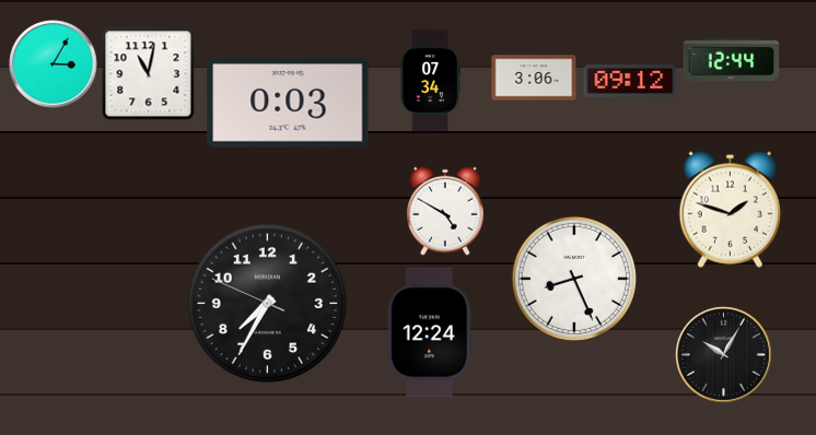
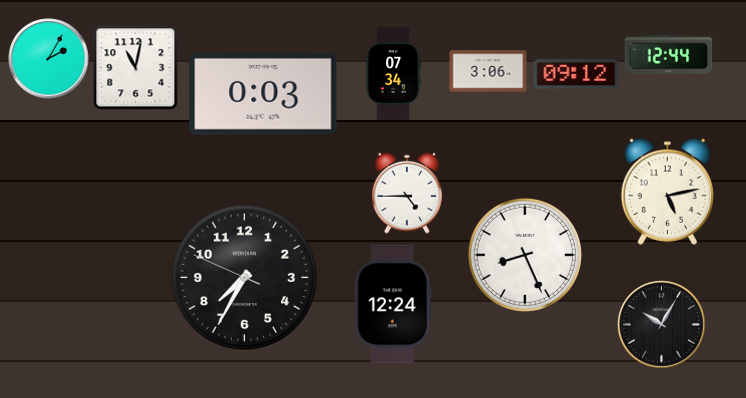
clock at (54, 64): 3:05 -> 2:05
clock at (730, 209): 1:48 -> 5:13
clock at (445, 211): 4:50 -> 4:45
